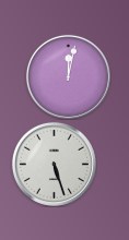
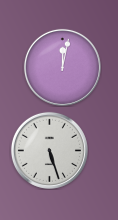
clock at (68, 76) position: (68, 76) -> (62, 67)
